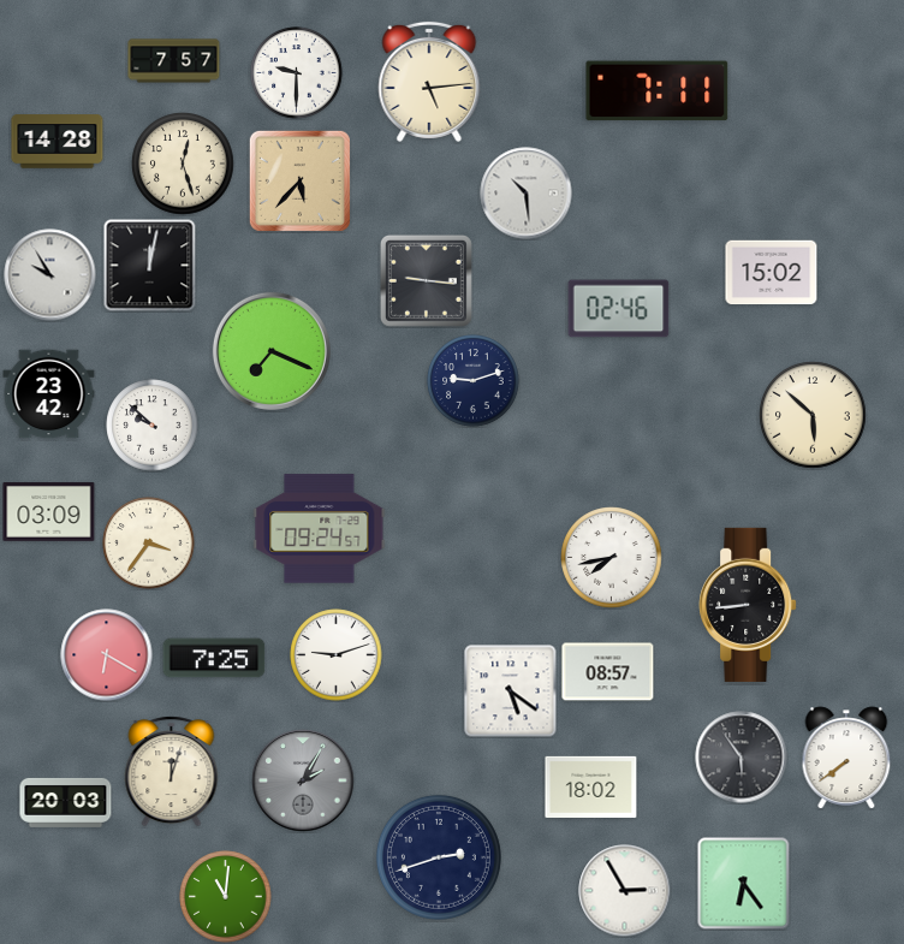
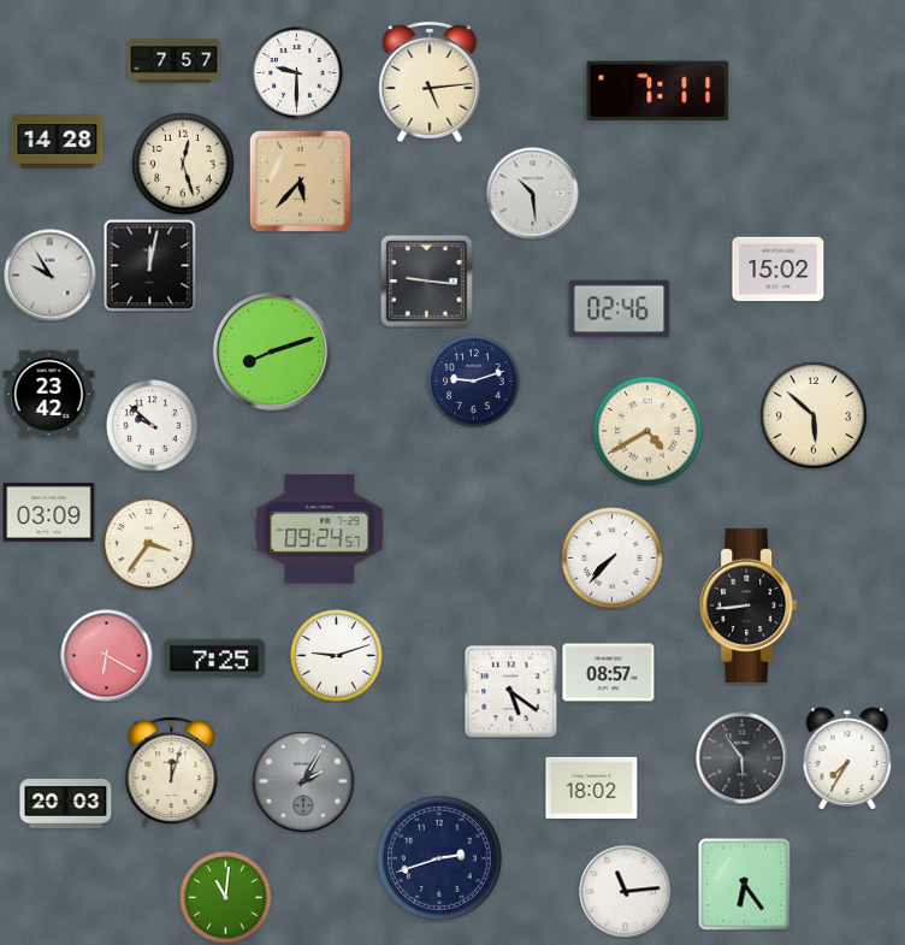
clock at (527, 194) position: (527, 194) -> (533, 194)
clock at (772, 273) position: (772, 273) -> (779, 270)
clock at (272, 351): 7:19 -> 8:12
clock at (649, 432): none -> 4:40
clock at (612, 558): 7:43 -> 7:37
clock at (846, 758): 7:39 -> 7:35
clock at (625, 891): 2:55 -> 11:14
